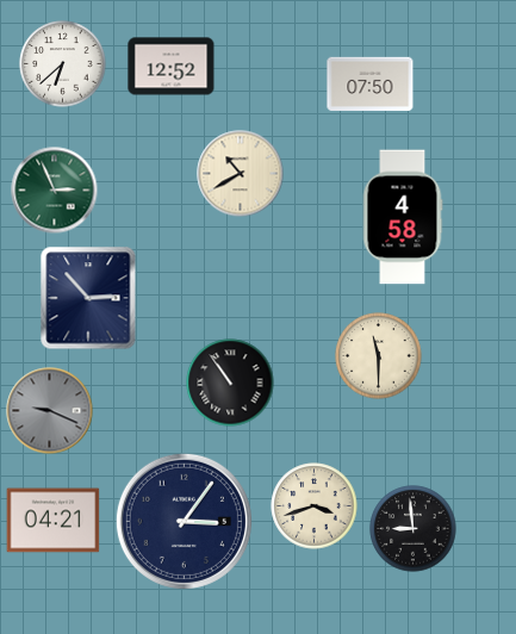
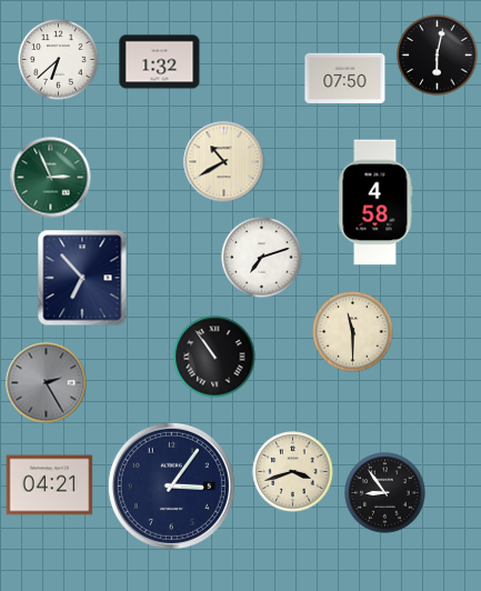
clock at (438, 56): none -> 6:02
clock at (172, 67): 12:52 -> 1:32
clock at (262, 258): none -> 7:12
clock at (88, 298): 2:53 -> 6:53
clock at (50, 411): 9:19 -> 2:25
clock at (414, 529): 8:59 -> 8:54
